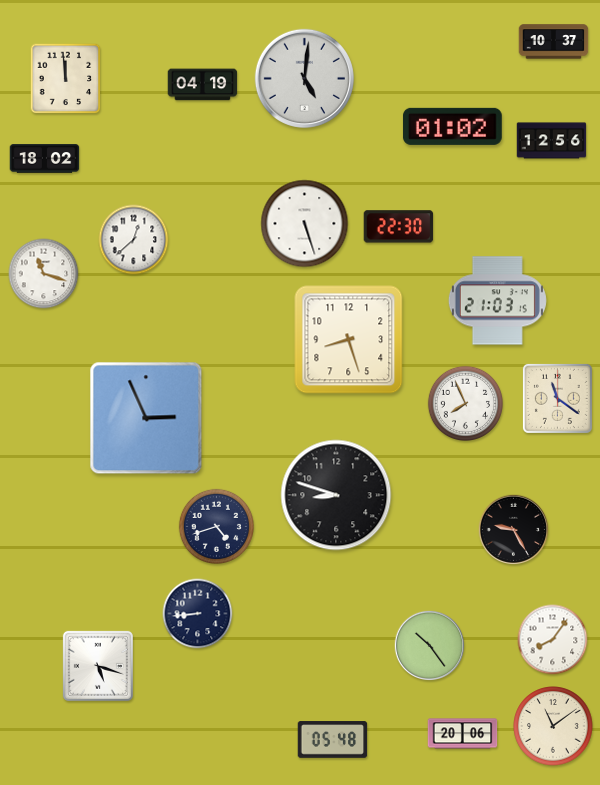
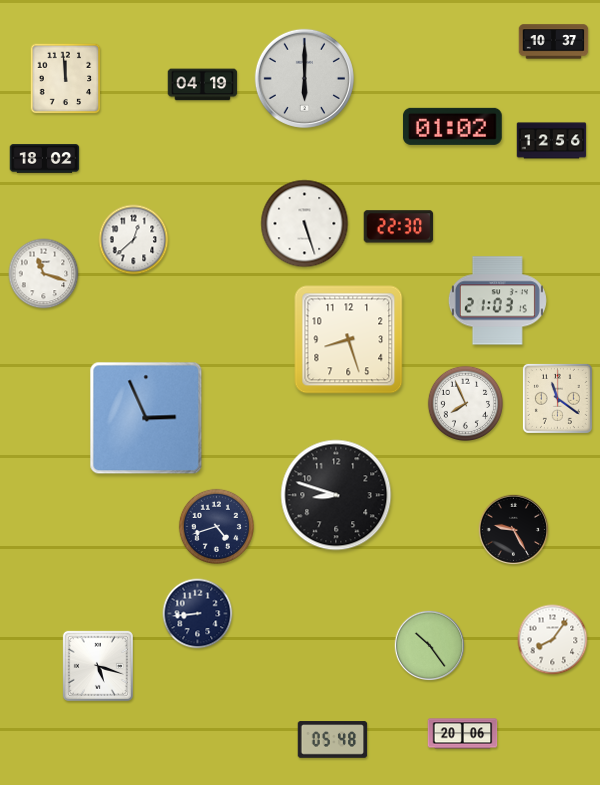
clock at (304, 78): 5:01 -> 6:00
clock at (553, 726): 11:09 -> none
